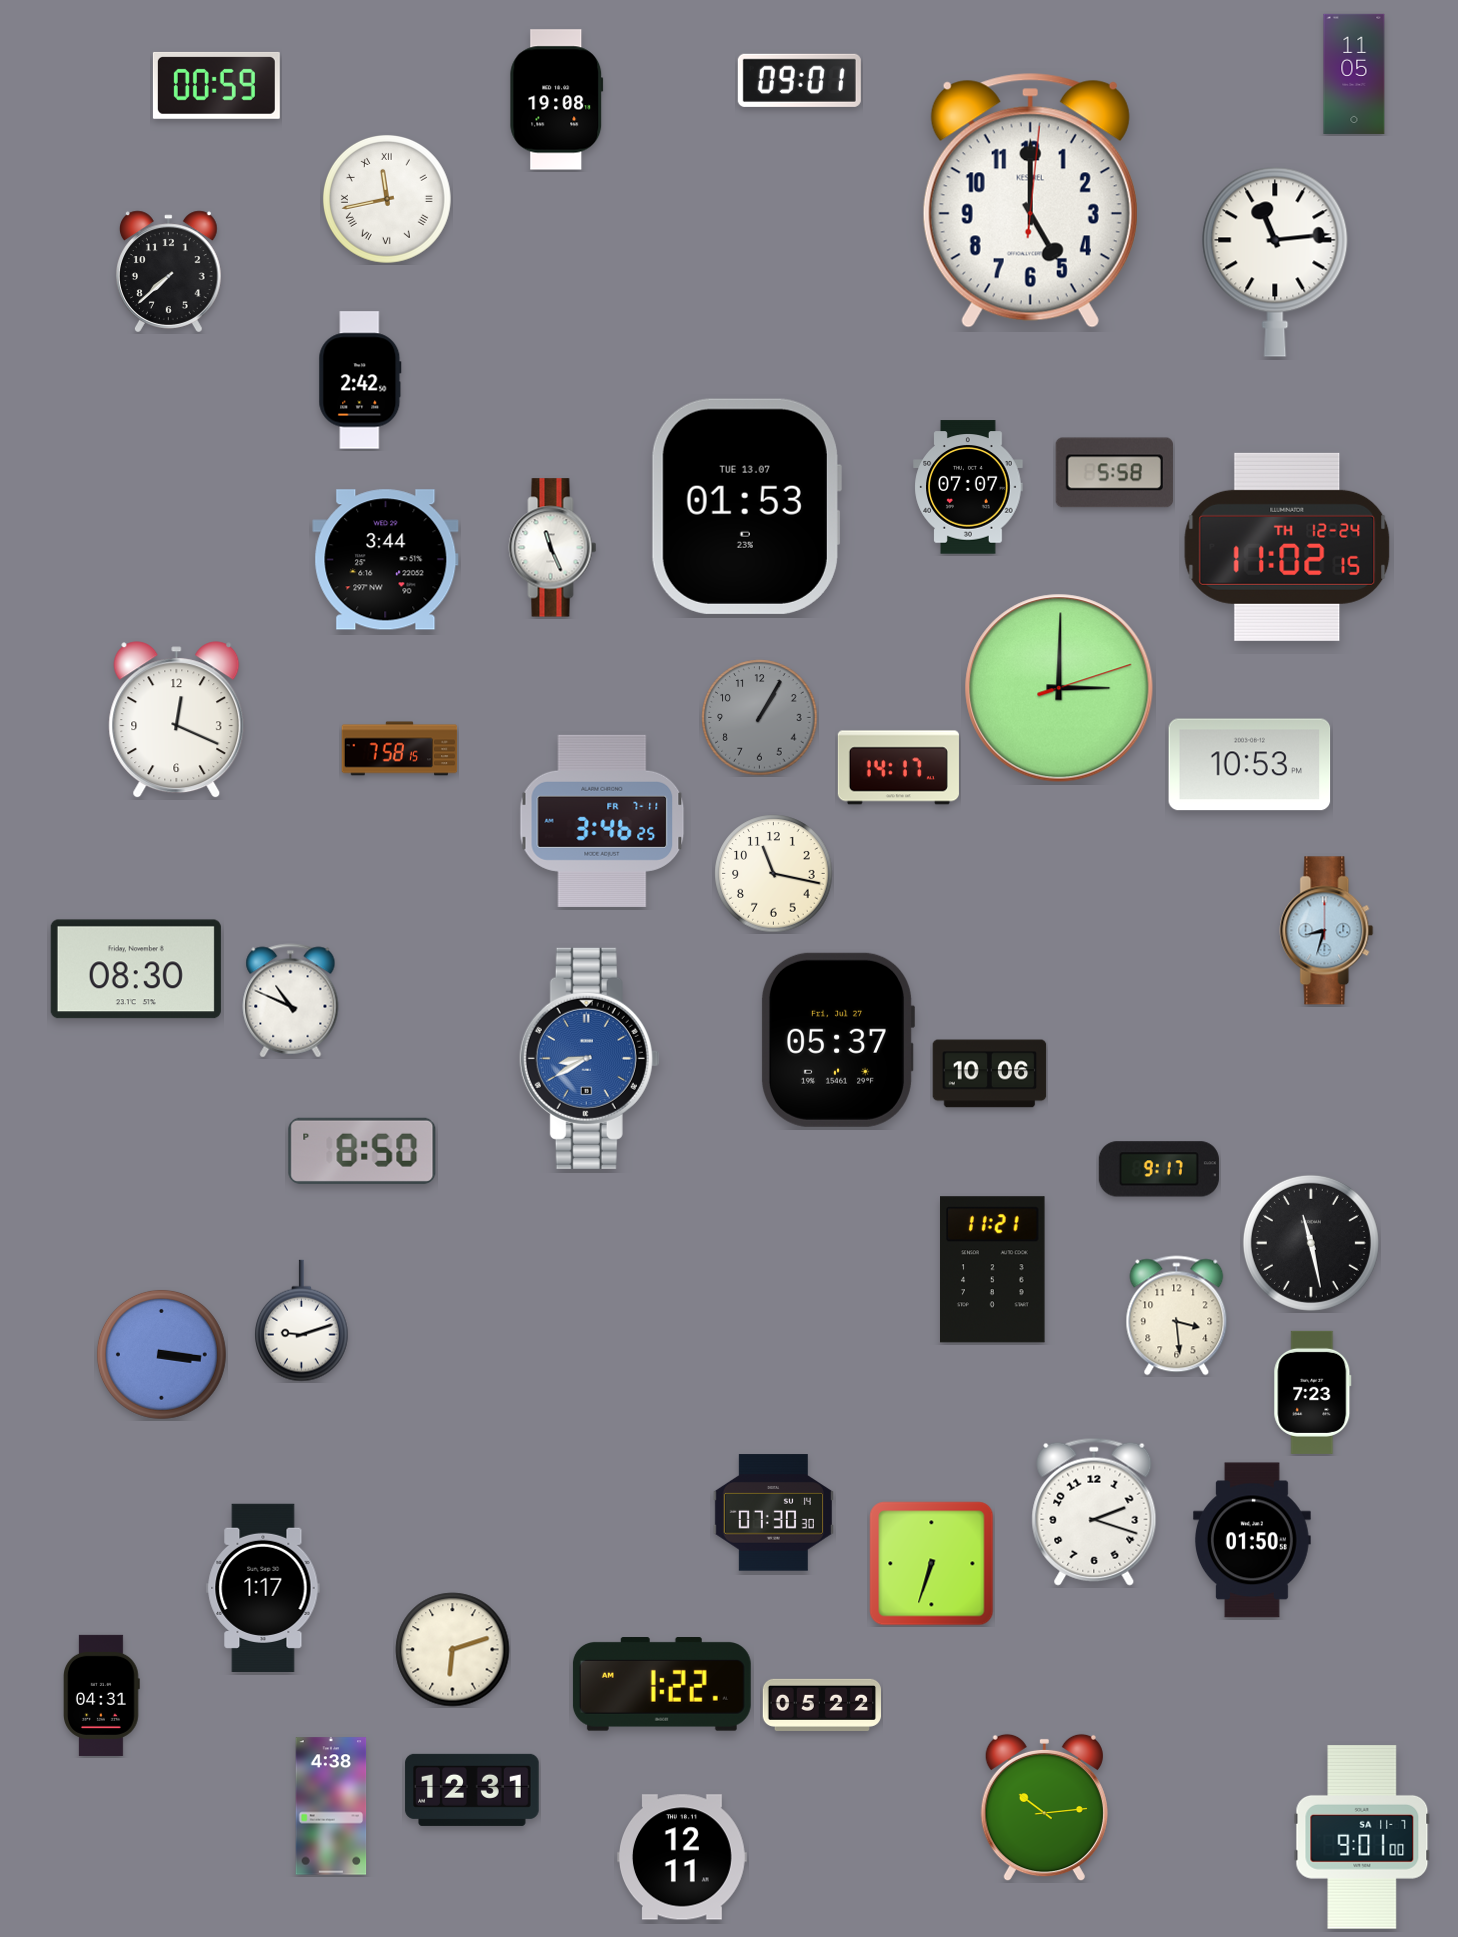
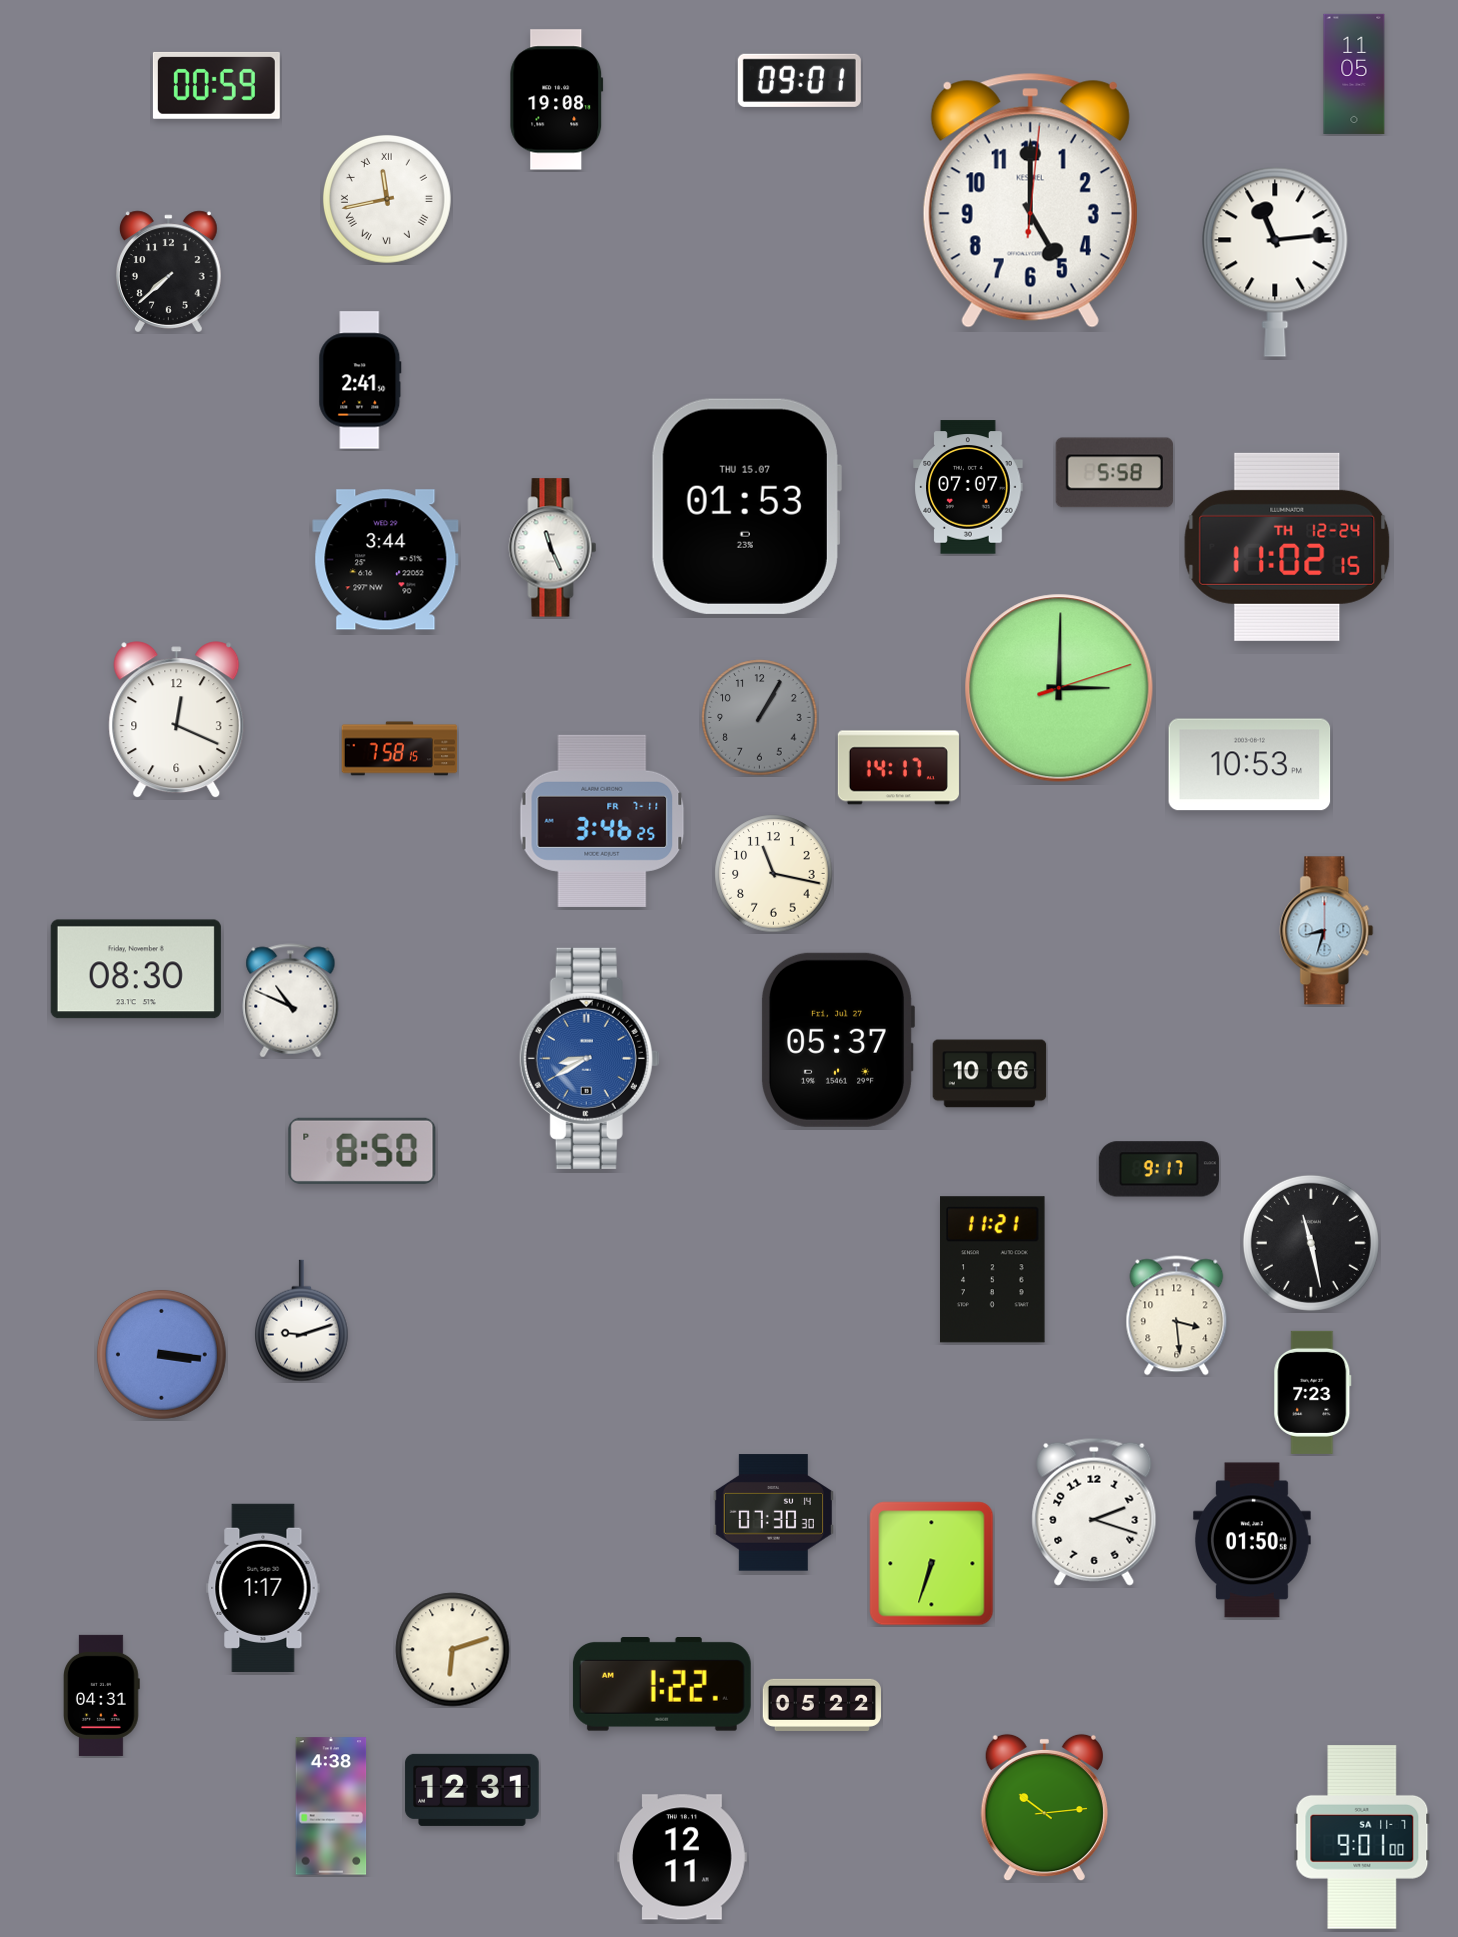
clock at (360, 380): 2:42 -> 2:41
clock at (746, 506) date: TUE 13.07 -> THU 15.07
